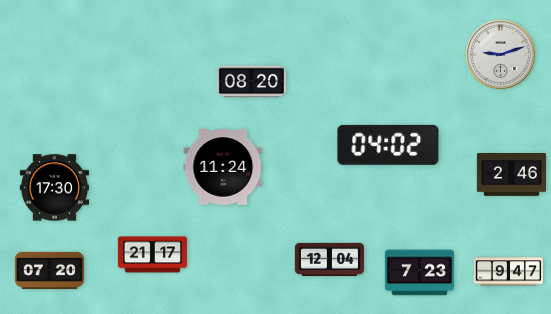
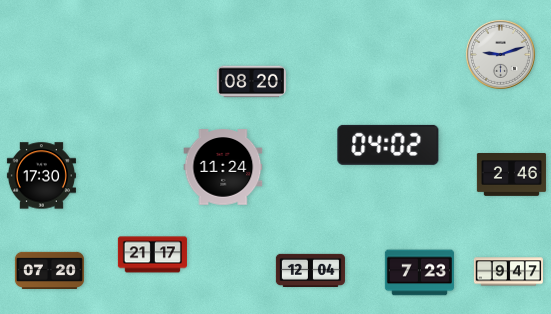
clock at (54, 188) position: (54, 188) -> (41, 176)
clock at (329, 259) position: (329, 259) -> (310, 270)
